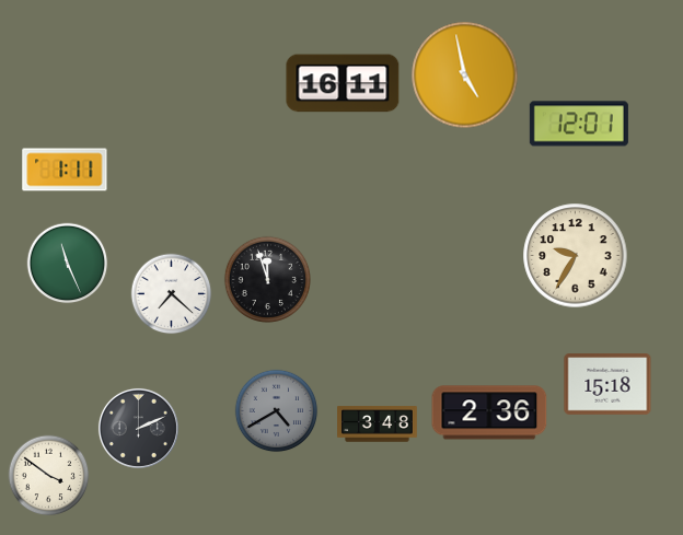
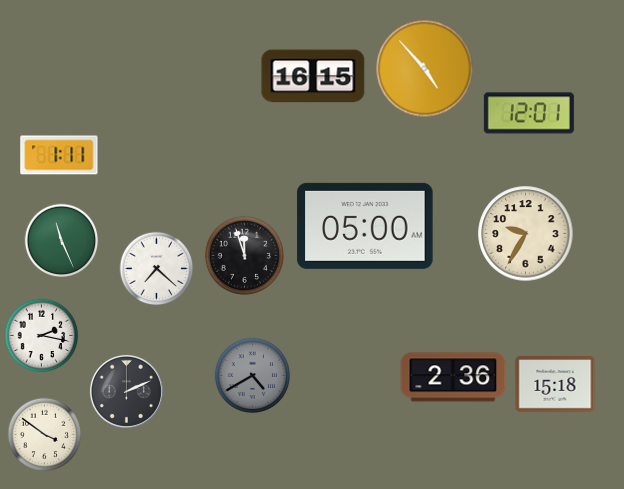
clock at (465, 75): 4:58 -> 4:53
clock at (343, 83): 16:11 -> 16:15
clock at (365, 226): none -> 05:00
clock at (42, 336): none -> 2:17
clock at (607, 385) position: (607, 385) -> (555, 385)
clock at (489, 412) position: (489, 412) -> (453, 377)
clock at (378, 424): 3:48 -> none
